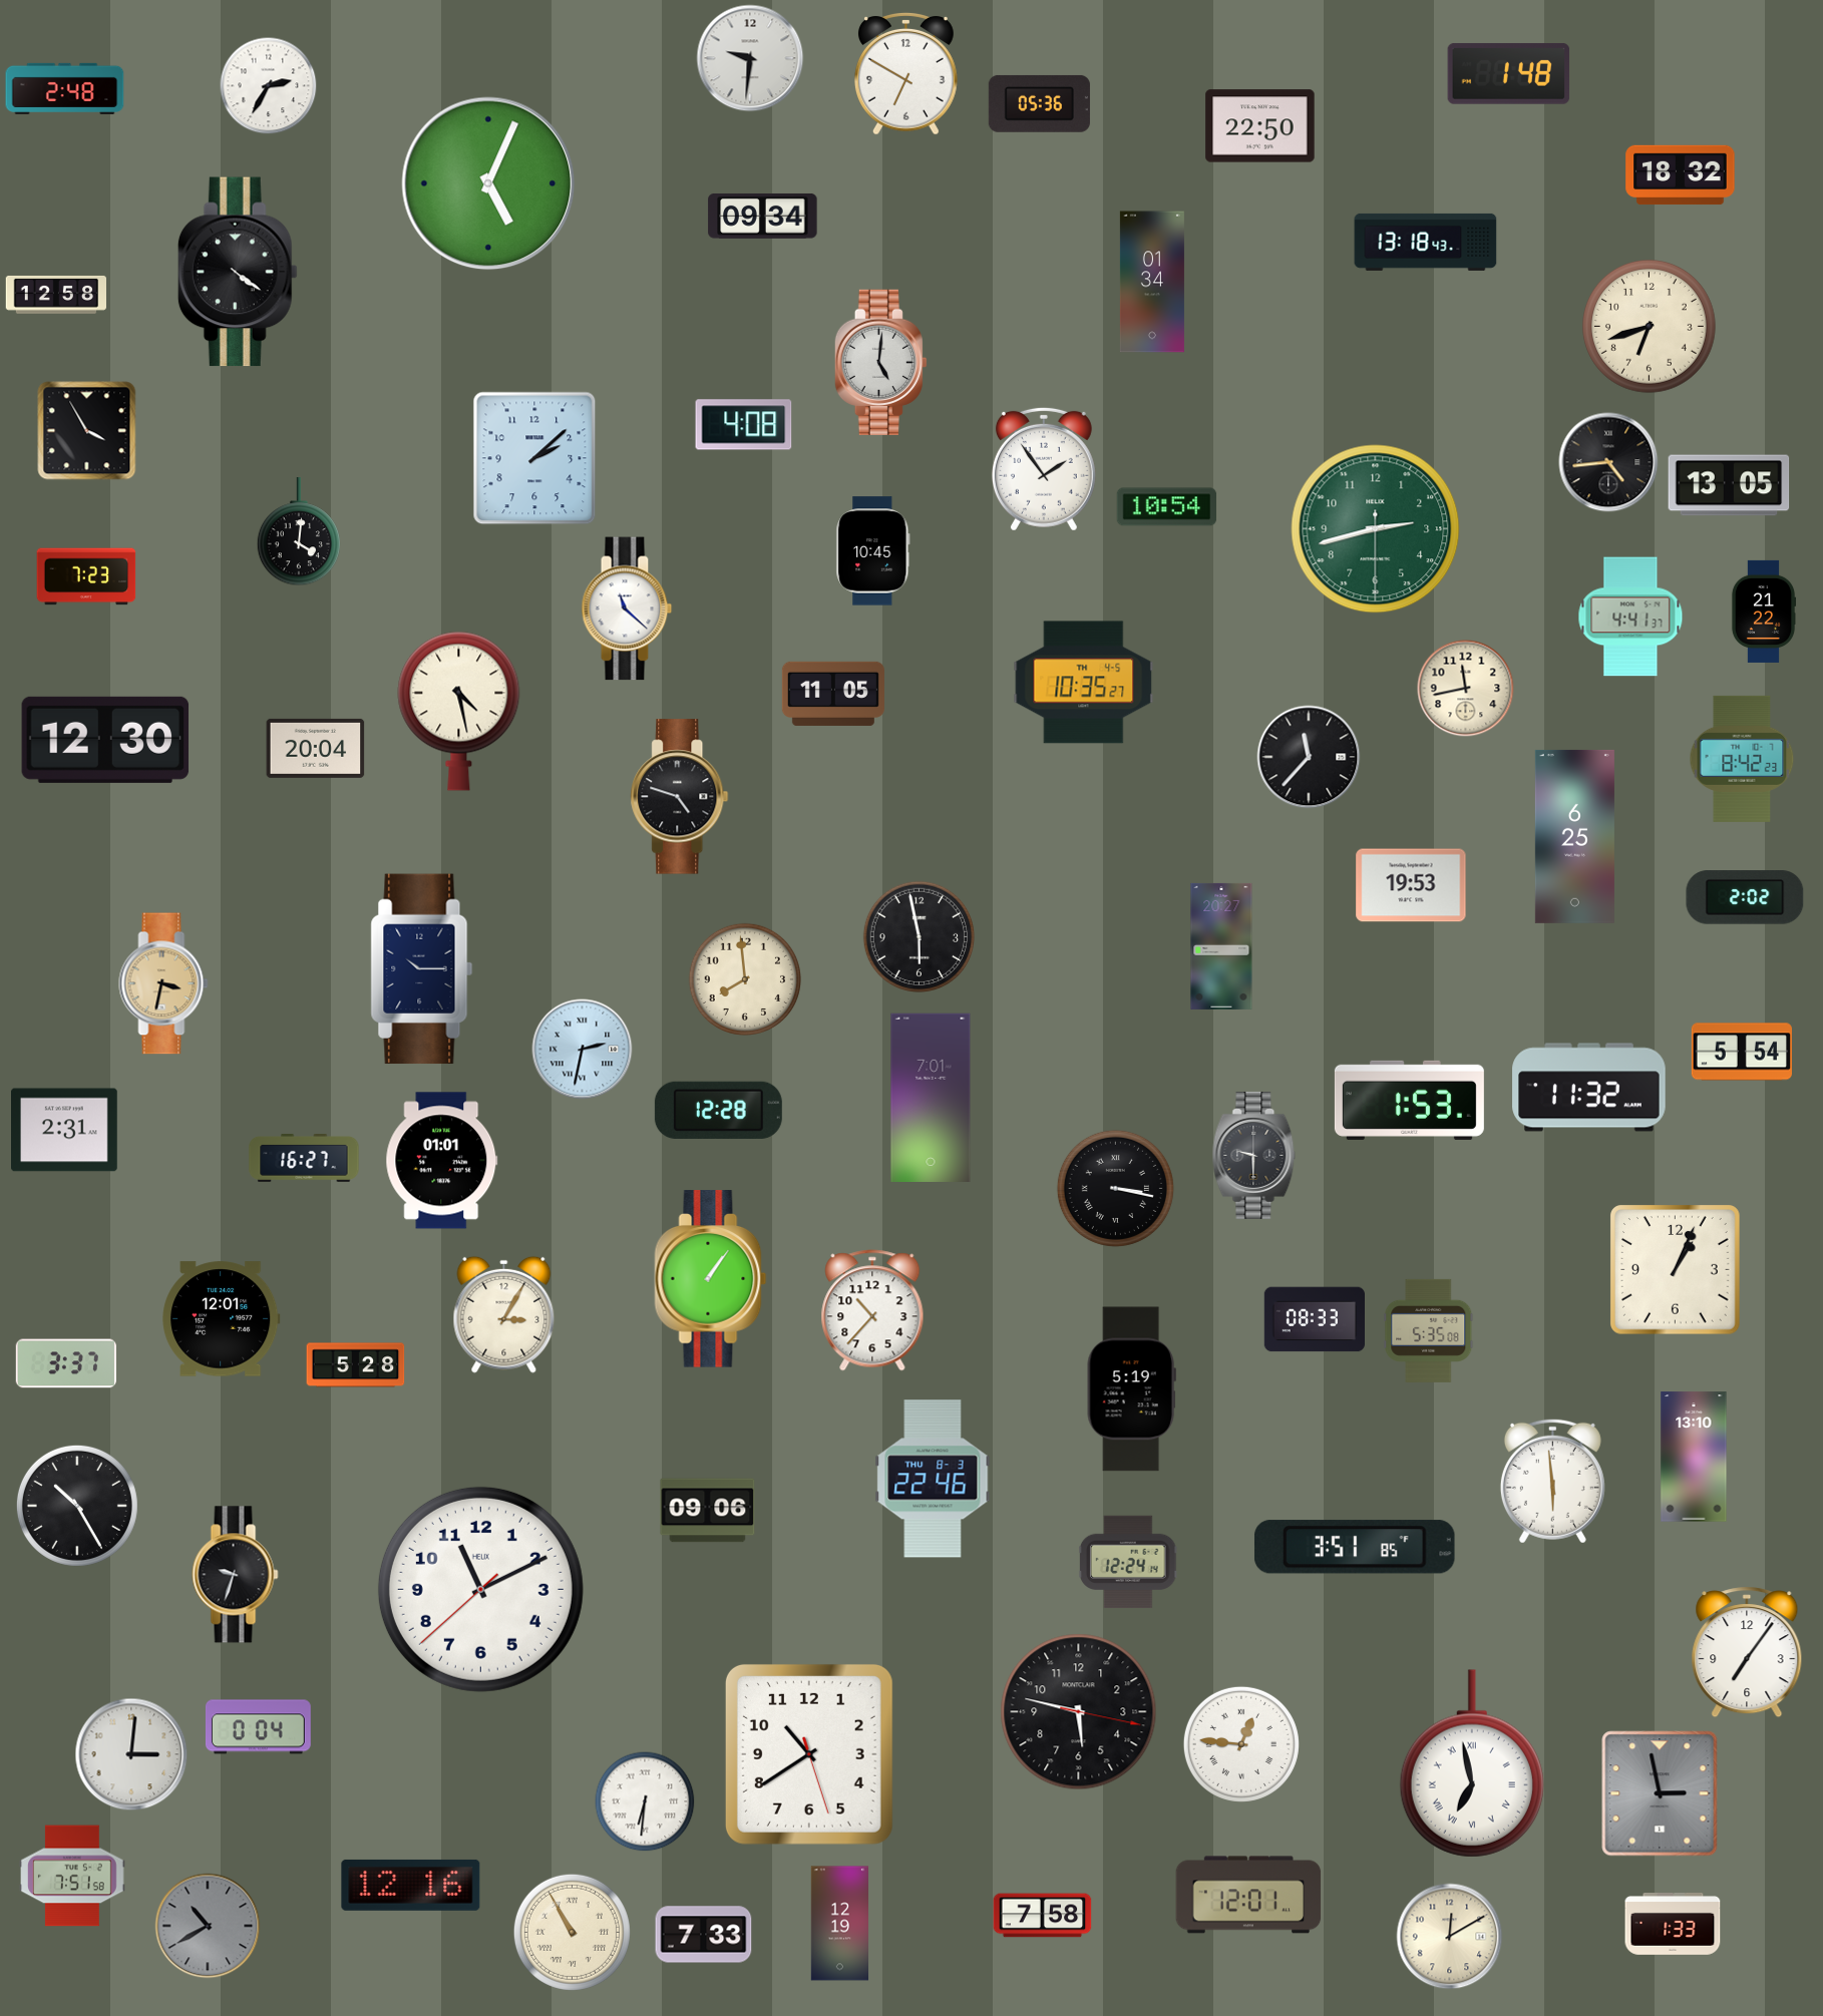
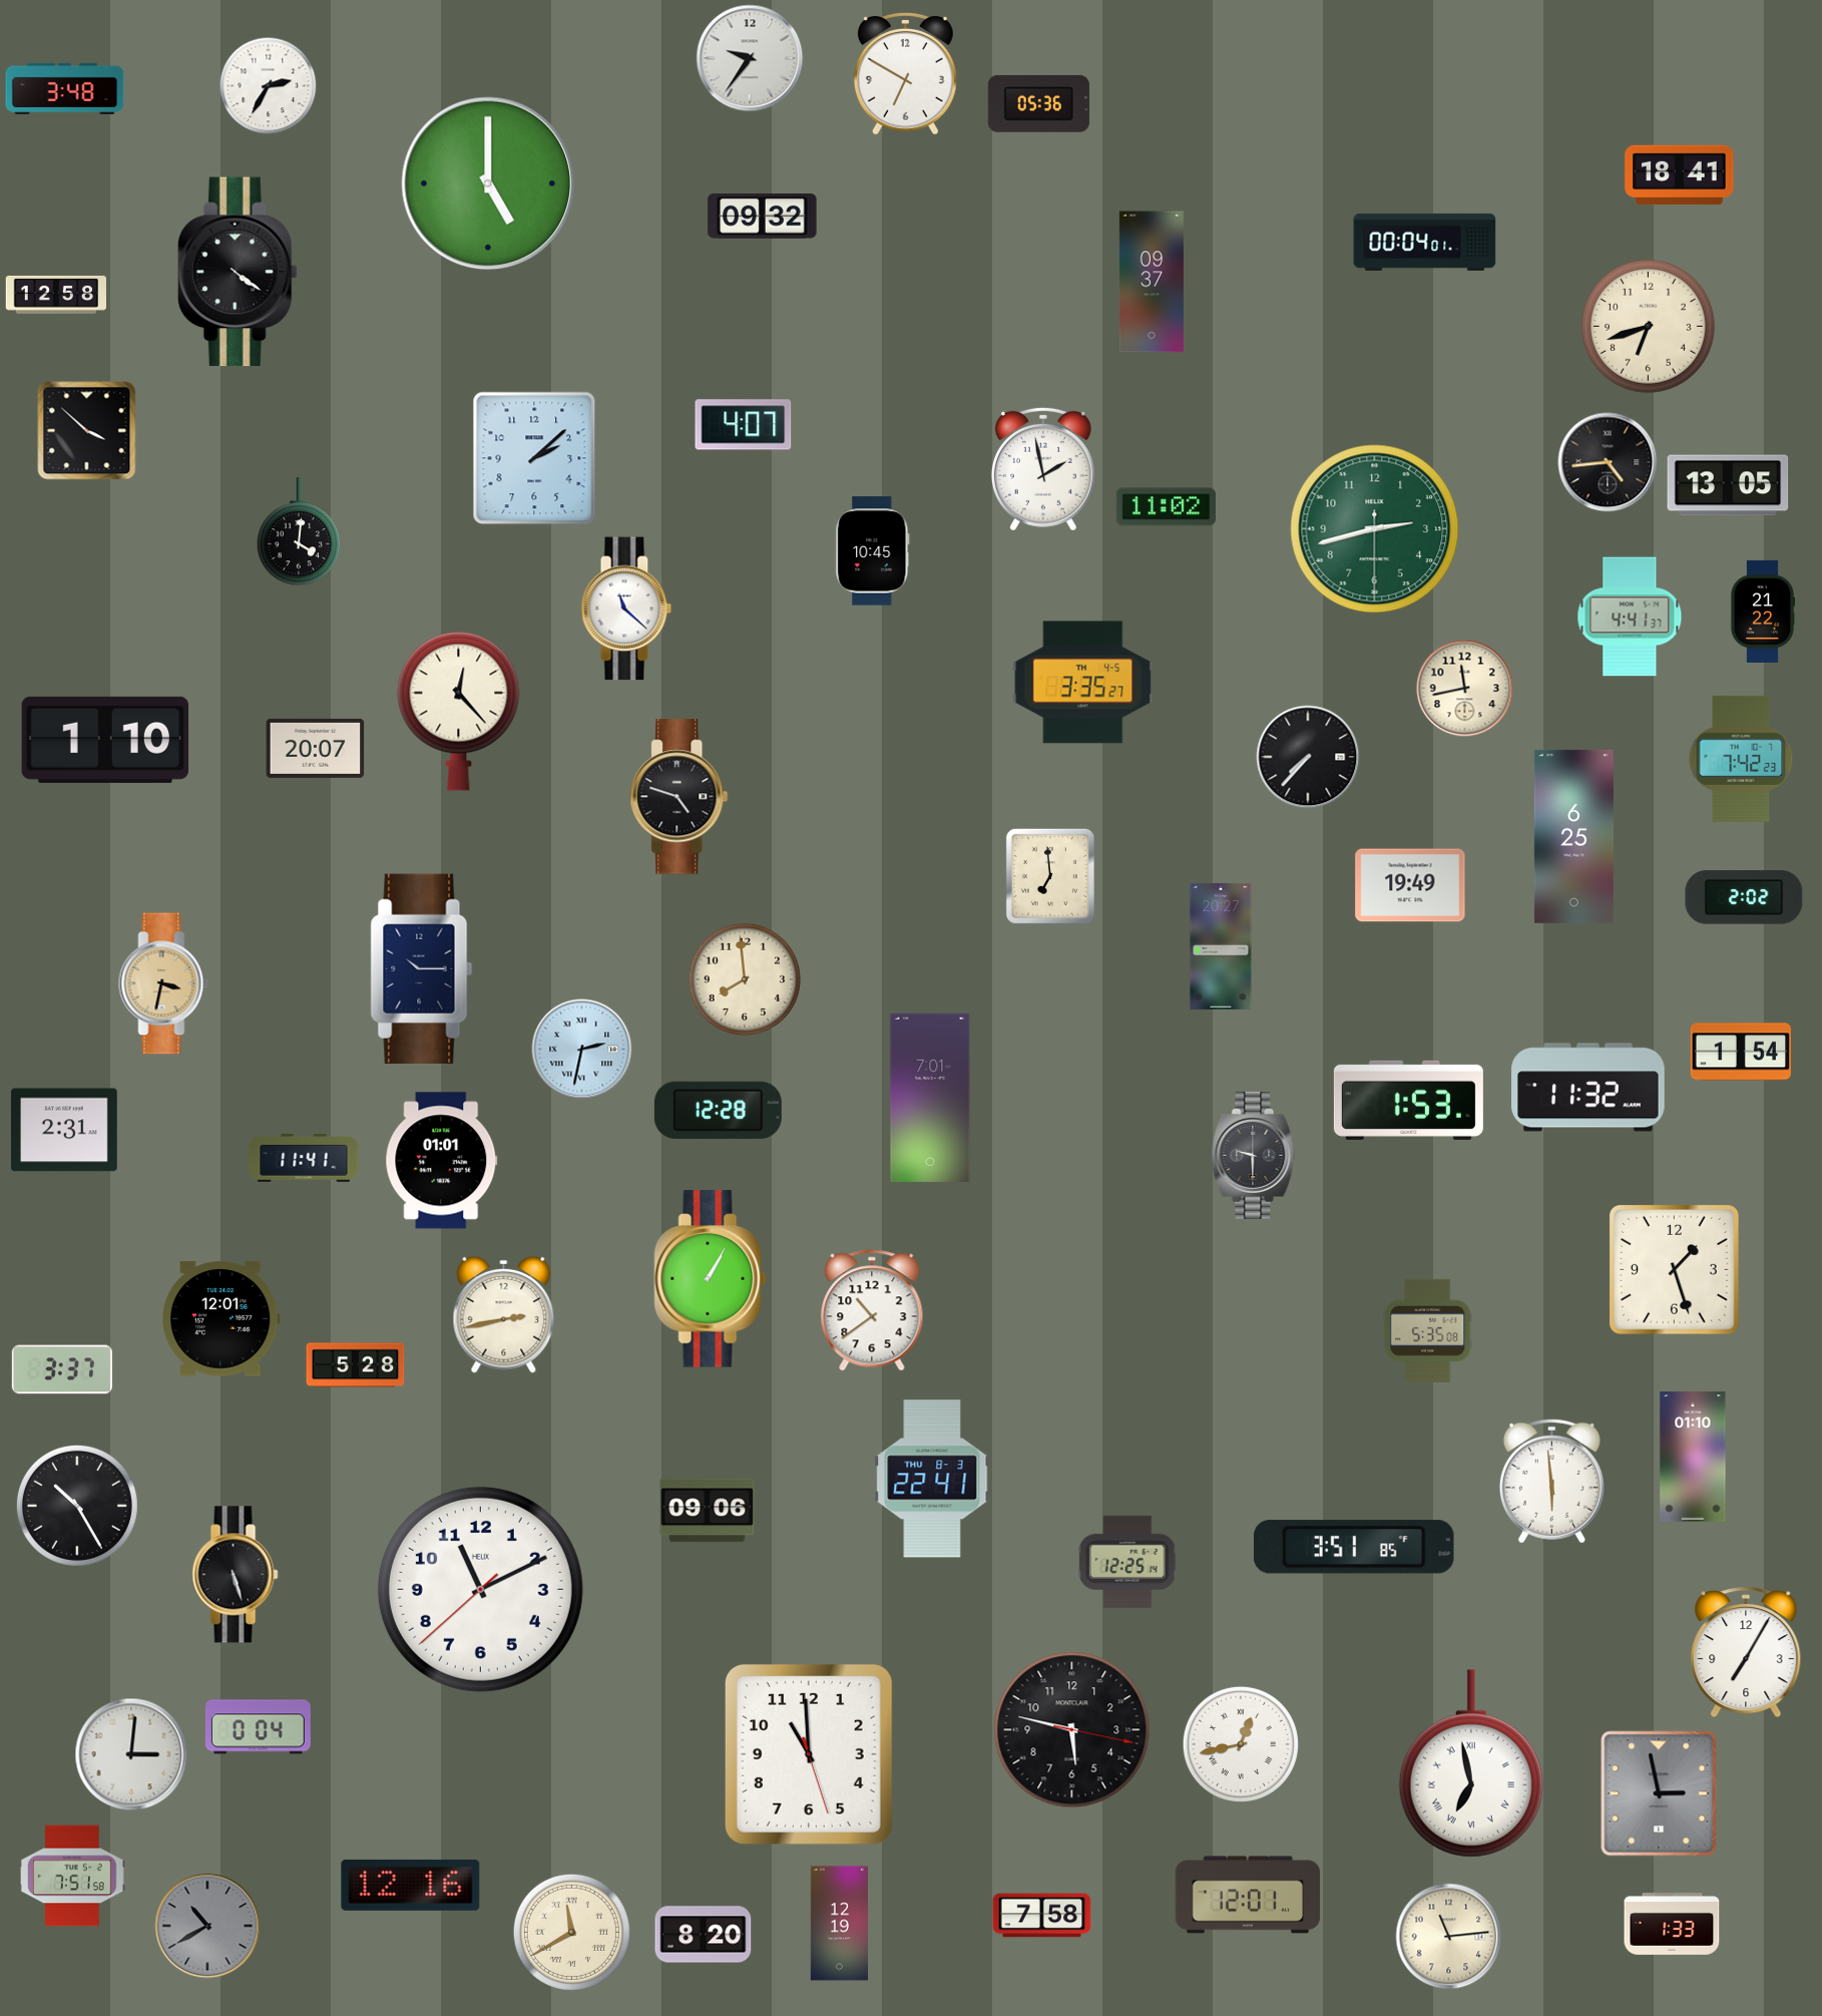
clock at (750, 58): 9:31 -> 9:36
clock at (1509, 74): 1:48 -> none
clock at (65, 88): 2:48 -> 3:48
clock at (1260, 126): 22:50 -> none
clock at (1681, 175): 18:32 -> 18:41
clock at (488, 183): 5:04 -> 5:00
clock at (763, 216): 09:34 -> 09:32
clock at (1426, 242): 13:18 -> 00:04
clock at (1152, 282): 01:34 -> 09:37
clock at (880, 362): 5:01 -> none
clock at (744, 425): 4:08 -> 4:07
clock at (87, 431): 3:55 -> 3:52
clock at (1044, 469): 1:54 -> 1:58
clock at (1167, 507): 10:54 -> 11:02
clock at (86, 576): 7:23 -> none
clock at (1084, 683): 10:35 -> 3:35
clock at (833, 694): 11:05 -> none
clock at (459, 711): 4:28 -> 12:23
clock at (105, 740): 12:30 -> 1:10
clock at (316, 748): 20:04 -> 20:07
clock at (1309, 757): 11:37 -> 7:37
clock at (1742, 759): 8:42 -> 7:42
clock at (1050, 876): none -> 6:59
clock at (1411, 885): 19:53 -> 19:49
clock at (919, 936): 5:58 -> none
clock at (1741, 1052): 5:54 -> 1:54
clock at (304, 1158): 16:27 -> 11:41
clock at (1115, 1188): 3:17 -> none
clock at (1676, 1270): 1:04 -> 1:27
clock at (711, 1279): 1:06 -> 1:05
clock at (872, 1310): 10:37 -> 10:39
clock at (504, 1314): 3:05 -> 2:43
clock at (1314, 1319): 08:33 -> none
clock at (65, 1363) position: (65, 1363) -> (61, 1369)
clock at (1131, 1389): 5:19 -> none
clock at (1694, 1457): 13:10 -> 01:10
clock at (933, 1479): 22:46 -> 22:41
clock at (1128, 1562): 12:24 -> 12:25
clock at (236, 1575): 9:33 -> 5:27
clock at (1747, 1652): 7:06 -> 7:05
clock at (1079, 1712) position: (1079, 1712) -> (1072, 1730)
clock at (1241, 1744): 12:46 -> 12:43
clock at (809, 1754): 10:39 -> 10:59
clock at (645, 1801): 6:31 -> none
clock at (572, 1932): 10:55 -> 11:40
clock at (704, 1935): 7:33 -> 8:20
clock at (1450, 1937): 12:10 -> 11:14
